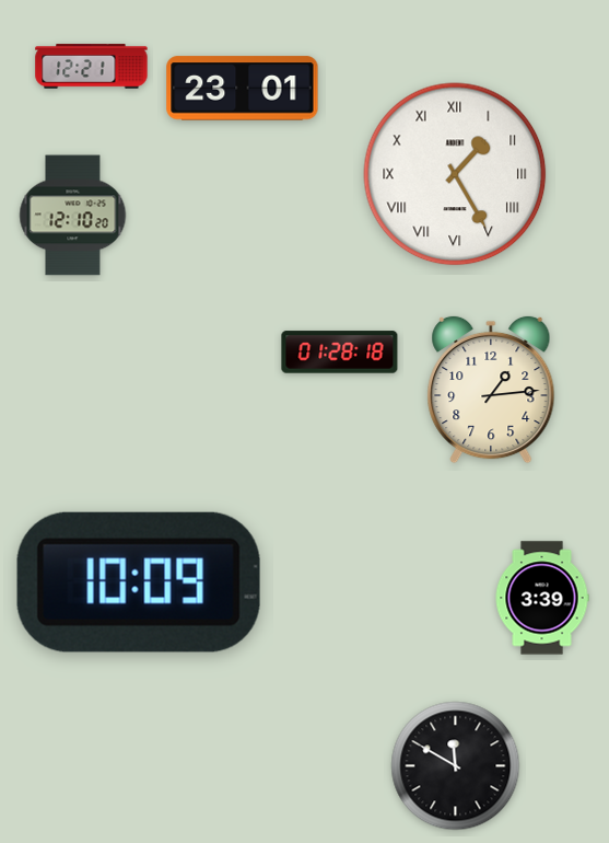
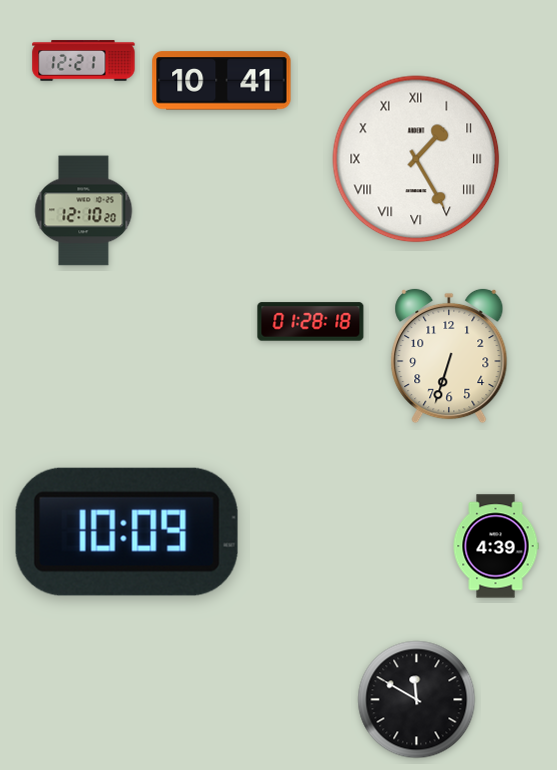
clock at (243, 89): 23:01 -> 10:41
clock at (73, 216) position: (73, 216) -> (84, 211)
clock at (491, 390): 1:14 -> 6:33
clock at (542, 598): 3:39 -> 4:39
